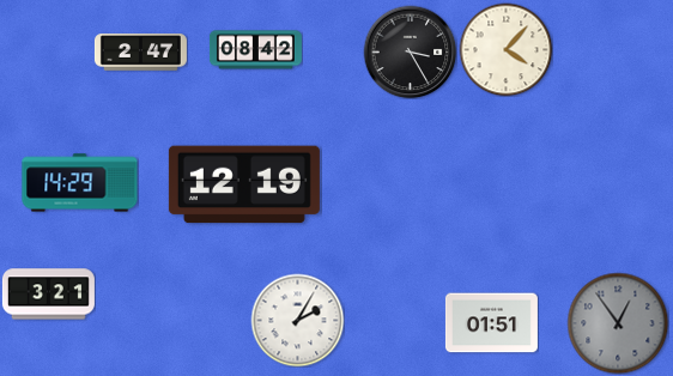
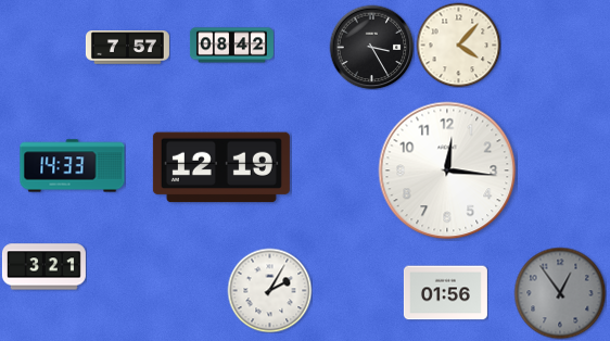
clock at (140, 53): 2:47 -> 7:57
clock at (80, 183): 14:29 -> 14:33
clock at (447, 171): none -> 12:16
clock at (491, 323): 01:51 -> 01:56
